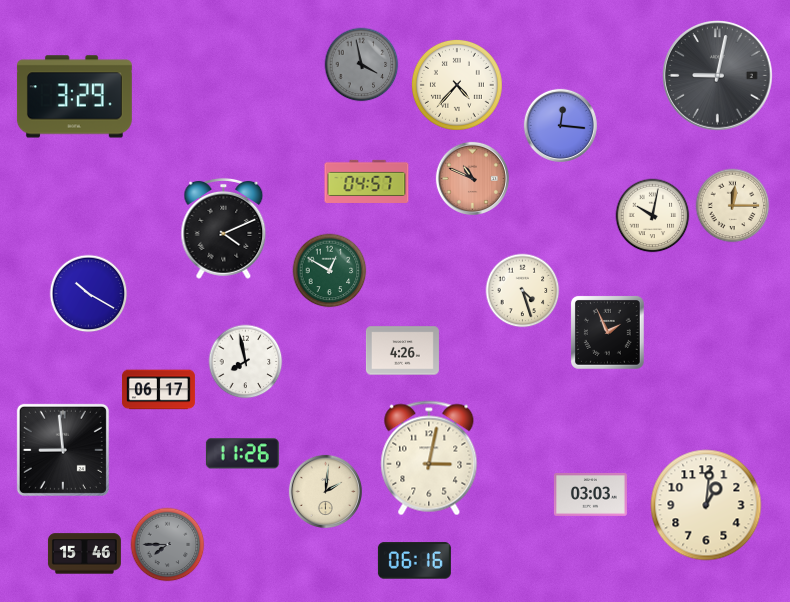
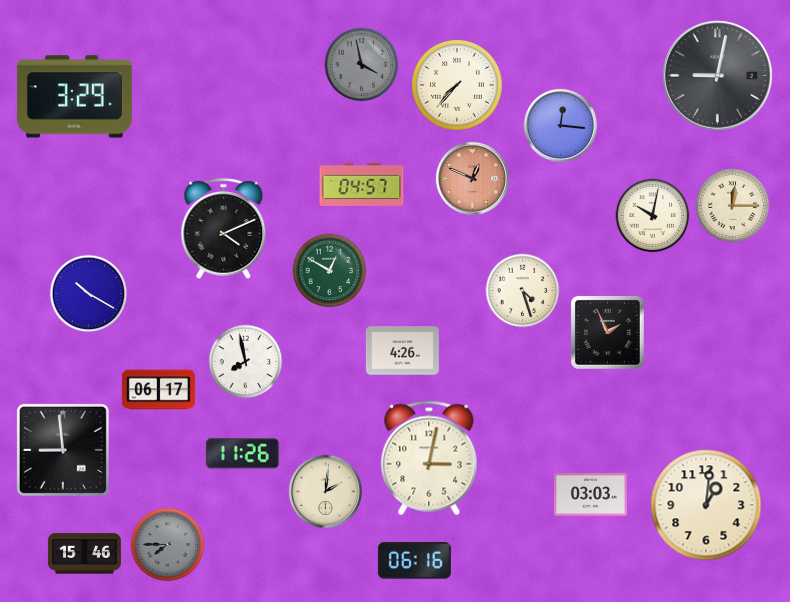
clock at (457, 85): 4:37 -> 7:37
clock at (472, 178): 10:49 -> 12:49
clock at (367, 181) position: (367, 181) -> (362, 184)
